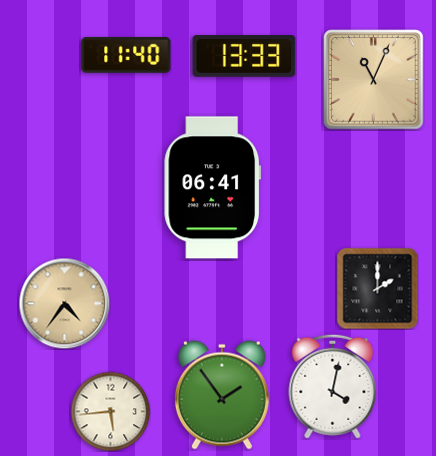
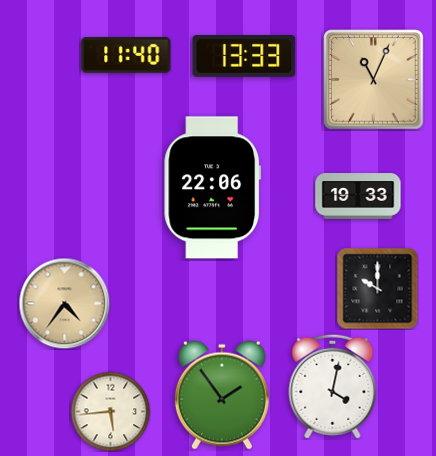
clock at (212, 188): 06:41 -> 22:06
clock at (358, 196): none -> 19:33
clock at (377, 288): 2:00 -> 10:00
